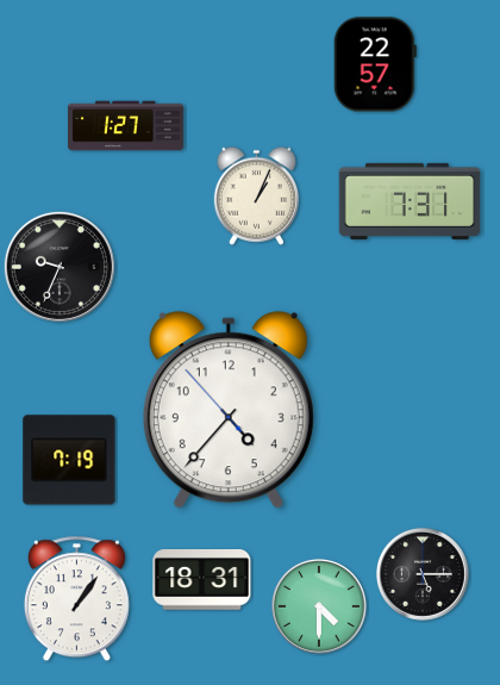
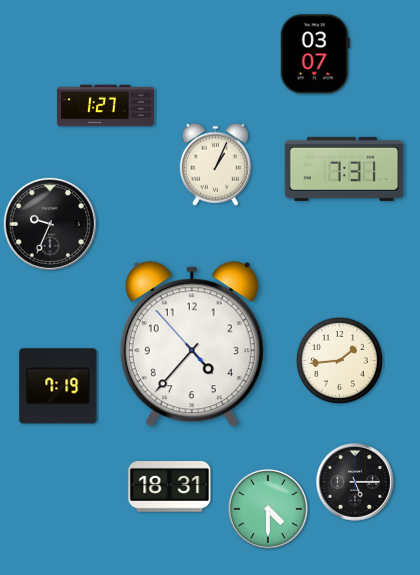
clock at (375, 64): 22:57 -> 03:07
clock at (339, 360): none -> 1:44
clock at (76, 599): 1:06 -> none
